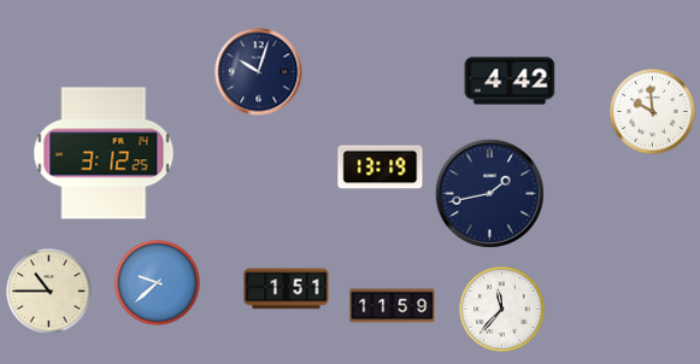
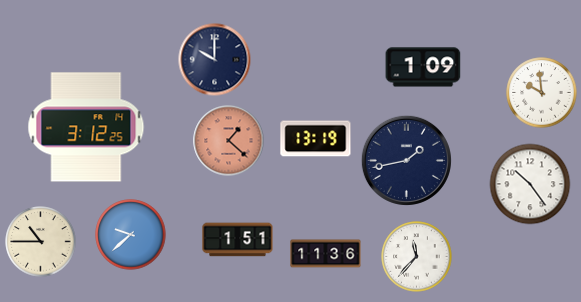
clock at (259, 72): 10:03 -> 10:00
clock at (510, 81): 4:42 -> 1:09
clock at (229, 141): none -> 1:22
clock at (530, 184): none -> 10:24
clock at (393, 306): 11:59 -> 11:36
